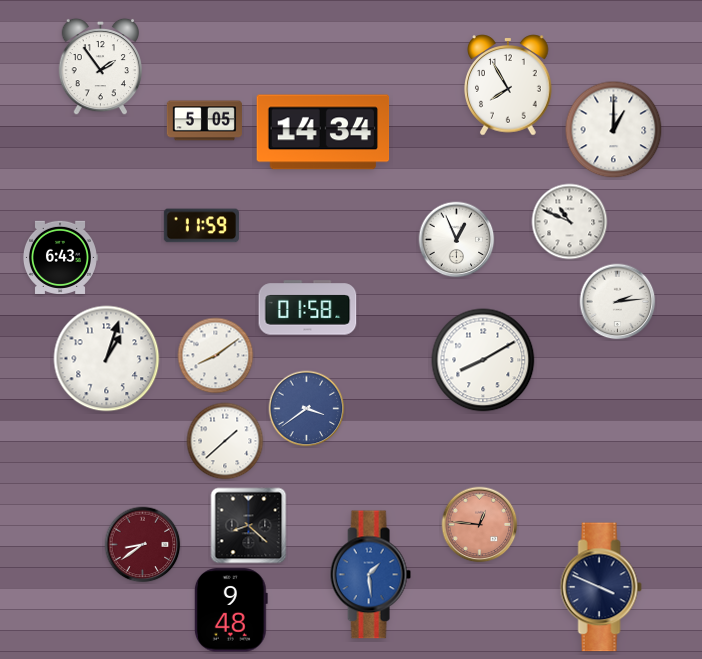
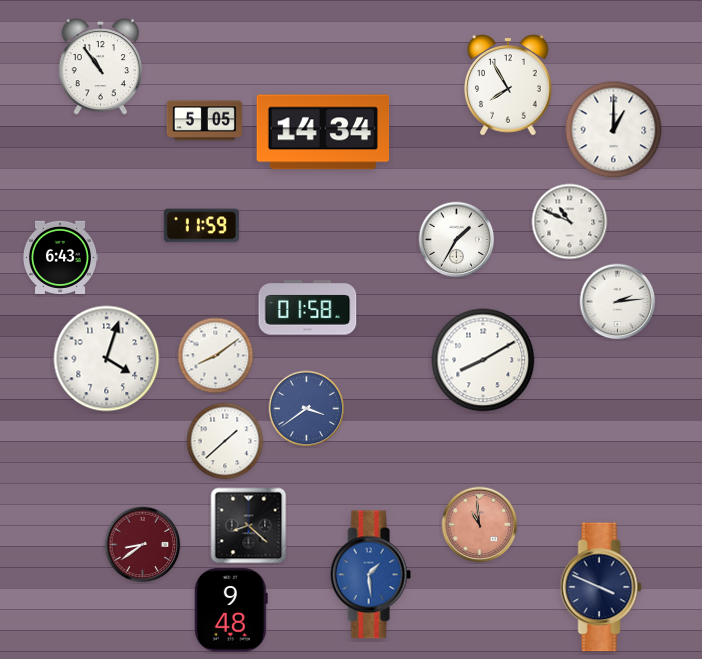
clock at (100, 67): 1:54 -> 10:54
clock at (457, 240): 12:56 -> 1:35
clock at (107, 359): 1:03 -> 4:03
clock at (480, 525): 12:46 -> 10:59
